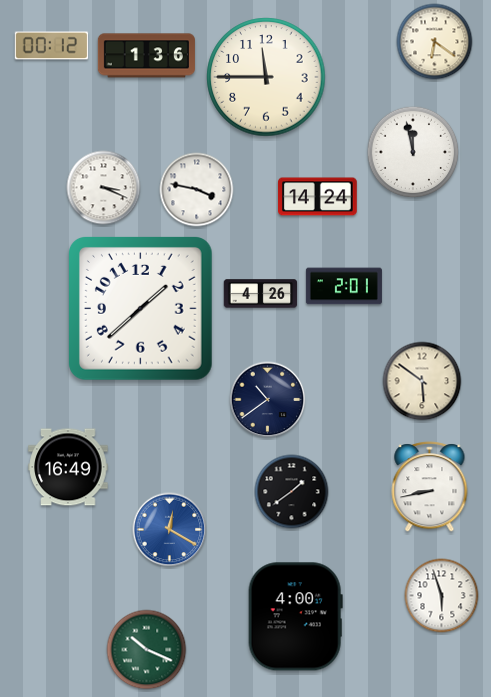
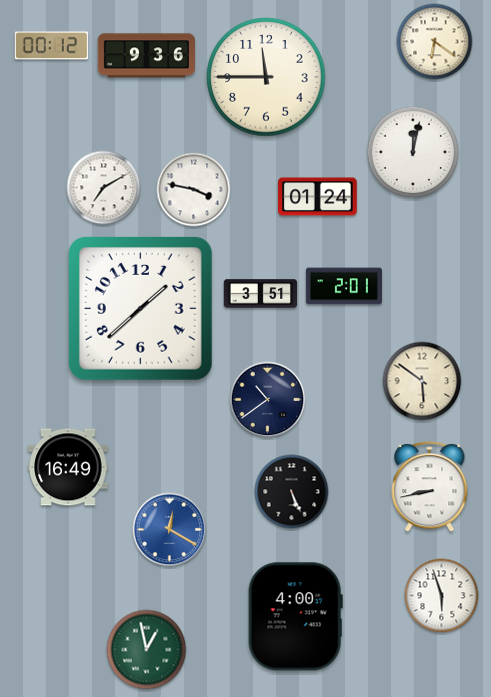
clock at (146, 56): 1:36 -> 9:36
clock at (413, 152): 11:58 -> 12:02
clock at (104, 188): 3:19 -> 7:10
clock at (197, 190) position: (197, 190) -> (194, 190)
clock at (318, 197): 14:24 -> 01:24
clock at (261, 294): 4:26 -> 3:51
clock at (292, 492): 1:39 -> 5:26
clock at (147, 650): 10:19 -> 12:58
